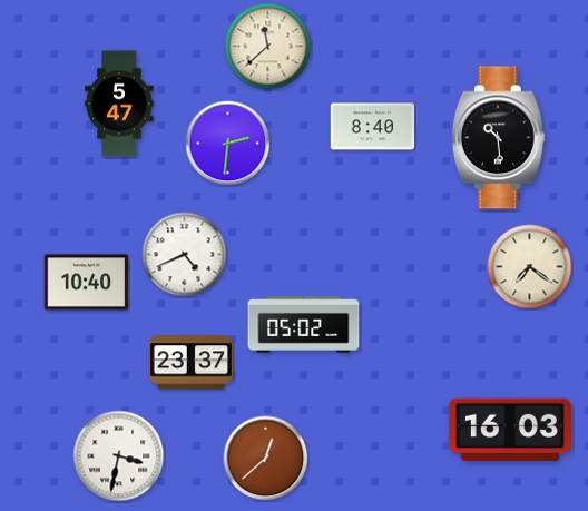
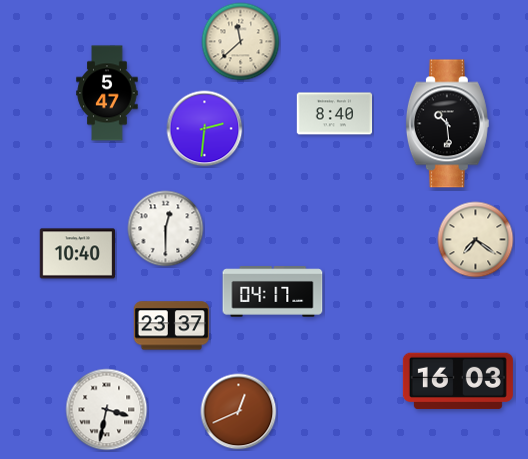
clock at (185, 255): 4:41 -> 12:30
clock at (304, 325): 05:02 -> 04:17
clock at (510, 430) position: (510, 430) -> (458, 381)
clock at (266, 459): 12:38 -> 12:41
